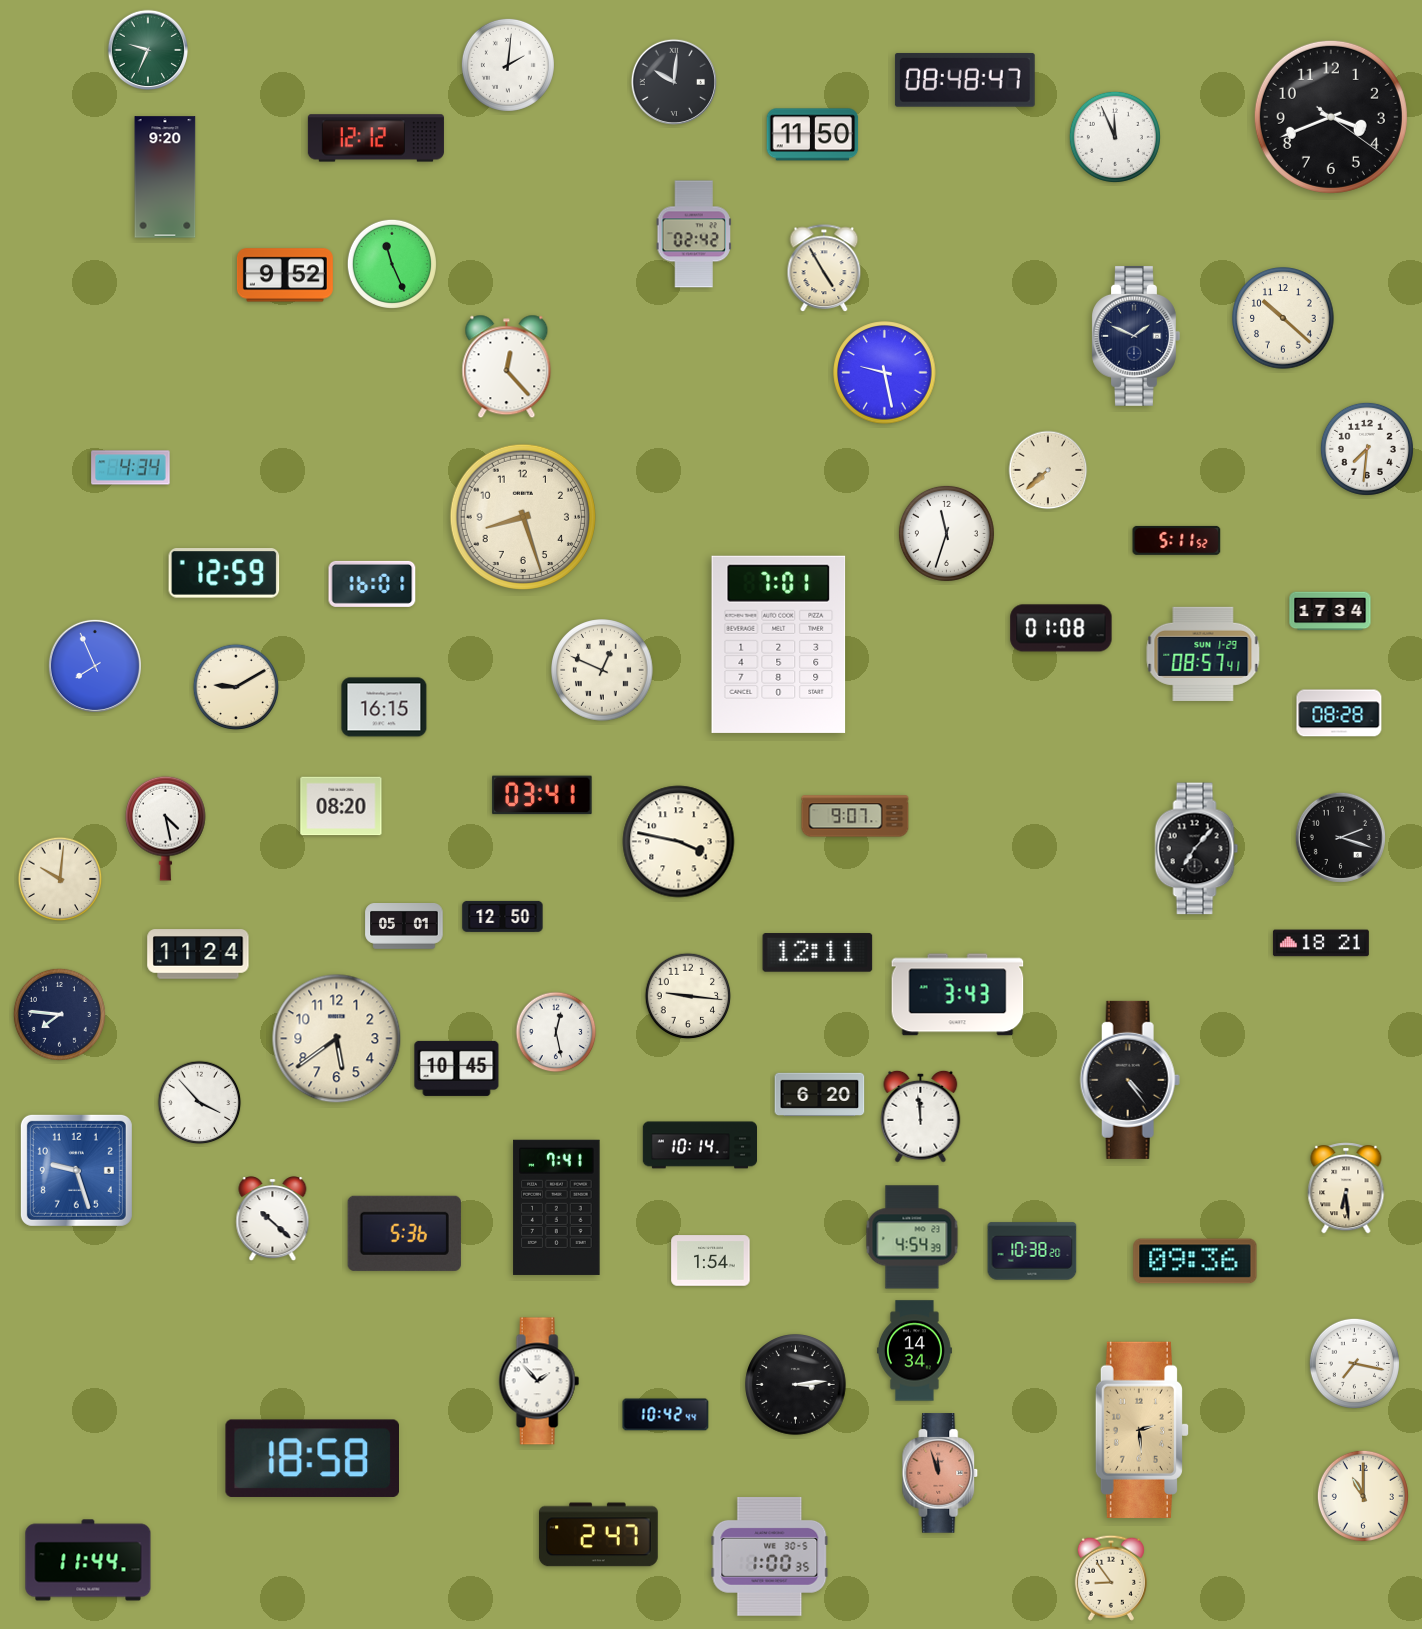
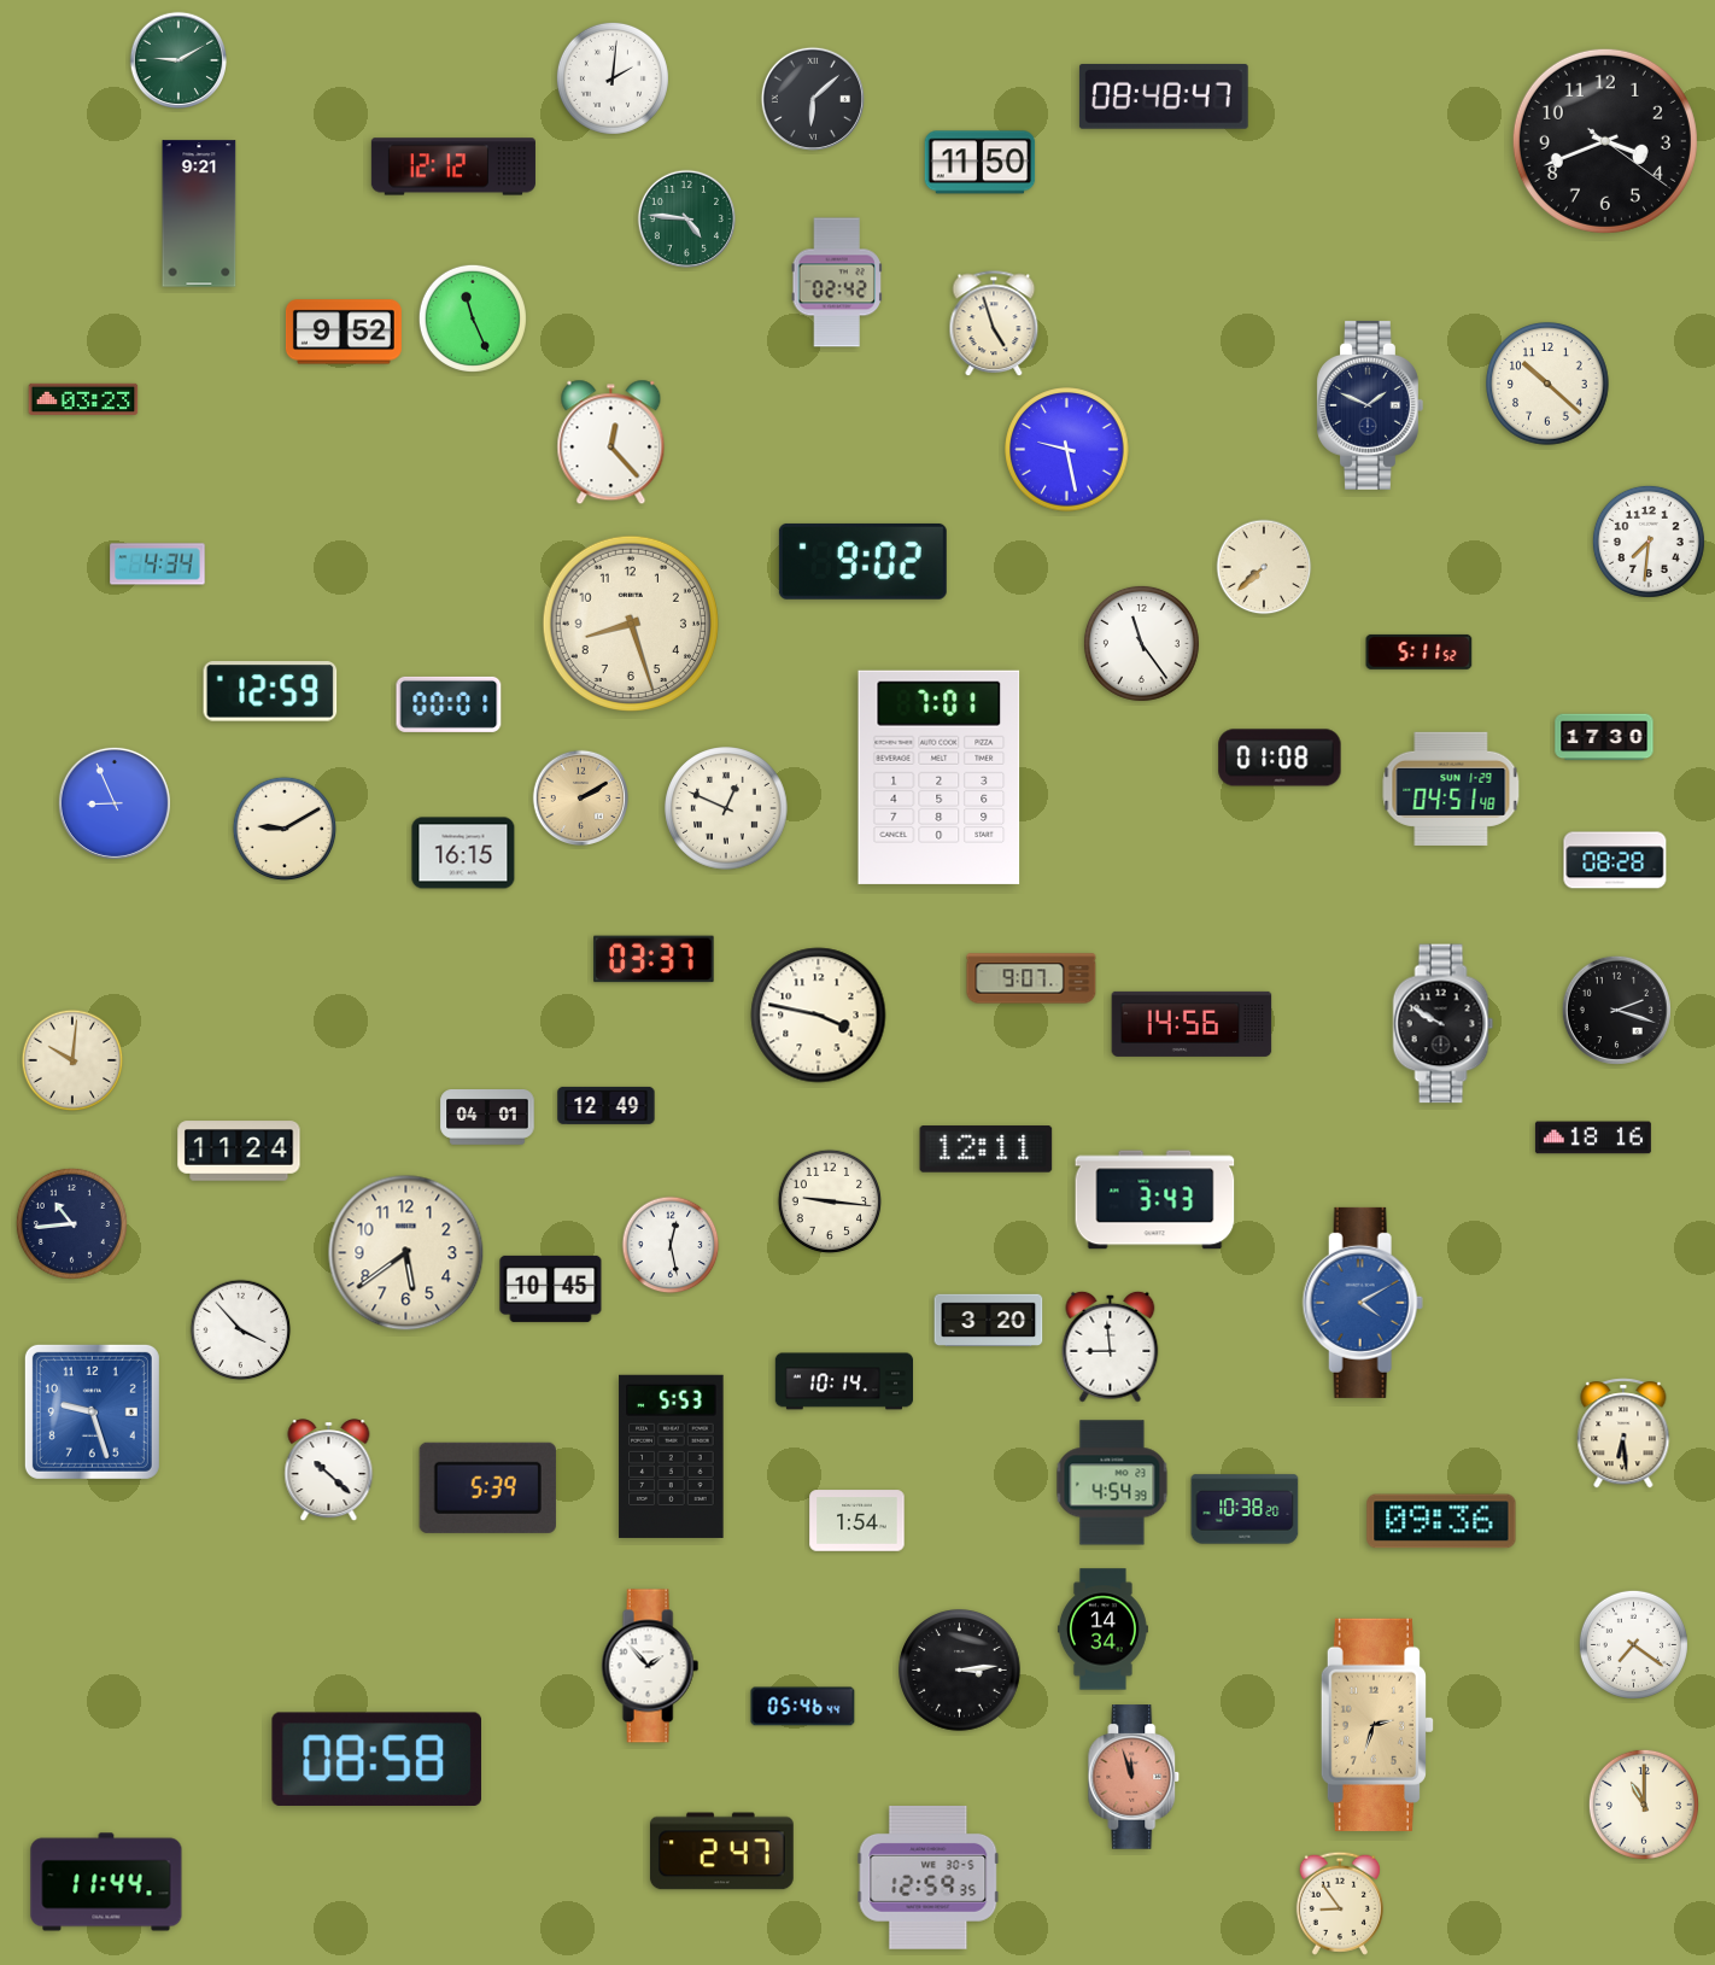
clock at (148, 50): 9:34 -> 9:10
clock at (674, 82): 10:01 -> 6:08
clock at (1115, 137): 11:56 -> none
clock at (165, 177): 9:20 -> 9:21
clock at (686, 218): none -> 4:46
clock at (824, 269): 4:55 -> 4:57
clock at (83, 399): none -> 03:23
clock at (862, 561): none -> 9:02
clock at (946, 533): 11:33 -> 11:24
clock at (372, 584): 16:01 -> 00:01
clock at (1330, 611): 17:34 -> 17:30
clock at (1203, 654): 08:57 -> 04:51
clock at (581, 799): none -> 2:10
clock at (95, 666): 7:56 -> 8:56
clock at (542, 795): 03:41 -> 03:37
clock at (341, 806): 08:20 -> none
clock at (855, 816) position: (855, 816) -> (1031, 978)
clock at (166, 828): 4:28 -> none
clock at (1192, 1024): none -> 14:56
clock at (1197, 849): 7:07 -> 9:50
clock at (503, 916): 12:50 -> 12:49
clock at (404, 927): 05:01 -> 04:01
clock at (1321, 943): 18:21 -> 18:16
clock at (59, 1014): 7:46 -> 10:44
clock at (1130, 1080): 4:24 -> 4:10
clock at (1130, 1080) dial: black -> blue
clock at (820, 1095): 6:20 -> 3:20
clock at (921, 1116): 11:59 -> 8:59
clock at (557, 1207): 7:41 -> 5:53
clock at (404, 1233): 5:36 -> 5:39
clock at (912, 1237) position: (912, 1237) -> (1112, 1482)
clock at (1354, 1363): 7:17 -> 7:21
clock at (666, 1415): 10:42 -> 05:46
clock at (1141, 1430): 2:29 -> 2:33
clock at (312, 1458): 18:58 -> 08:58
clock at (770, 1556): 1:00 -> 12:59
